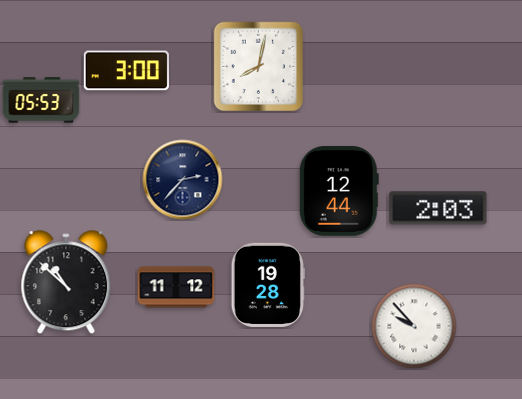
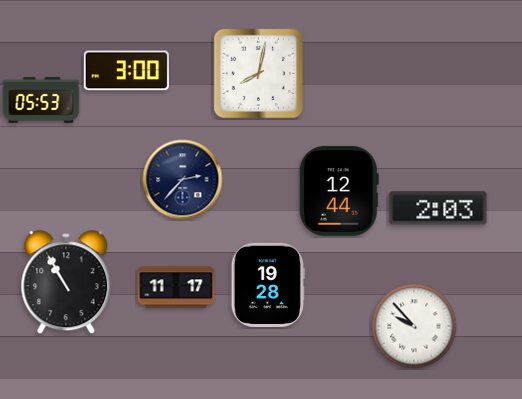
clock at (258, 66) position: (258, 66) -> (258, 73)
clock at (66, 283): 10:52 -> 10:55
clock at (176, 287): 11:12 -> 11:17
